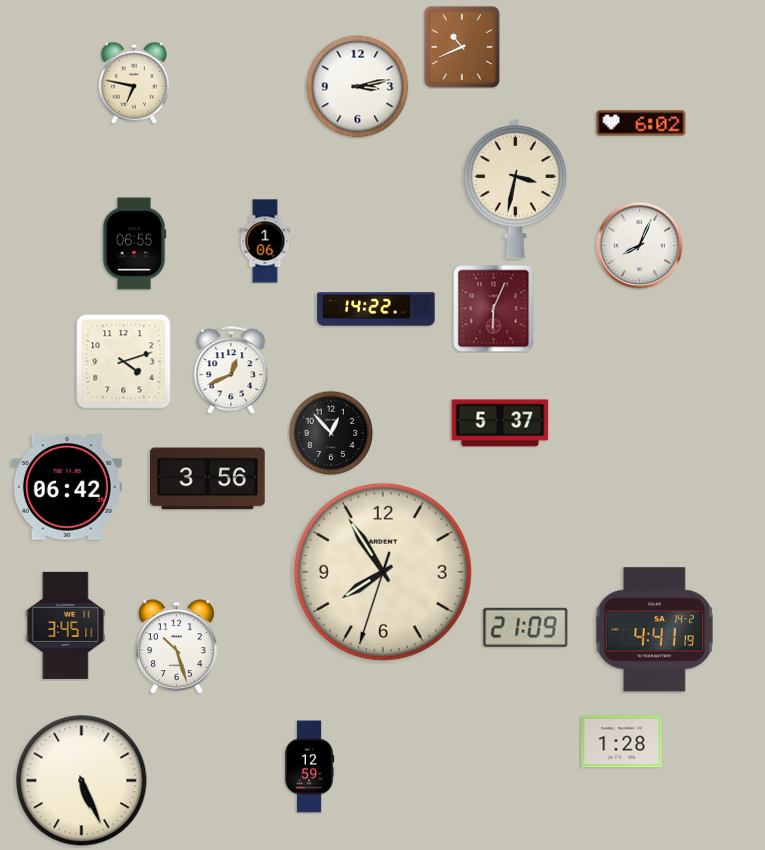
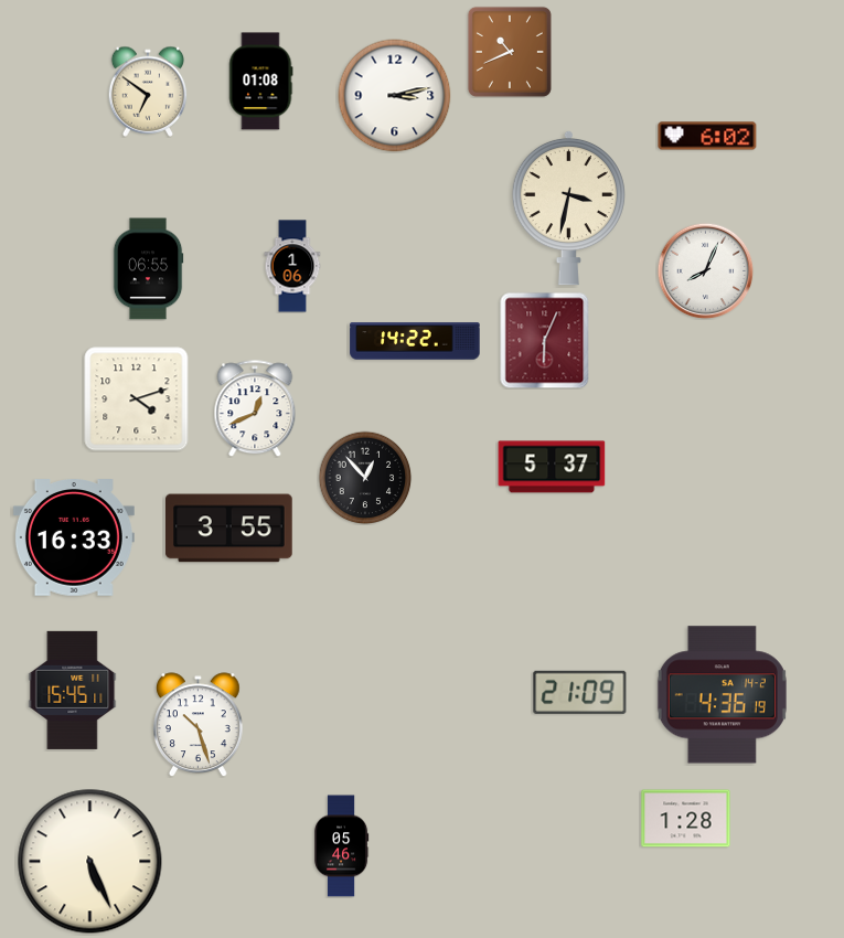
clock at (260, 82): none -> 01:08
clock at (134, 83): 6:47 -> 6:51
clock at (208, 479): 3:56 -> 3:55
clock at (67, 487): 06:42 -> 16:33
clock at (383, 572): 7:54 -> none
clock at (66, 625): 3:45 -> 15:45
clock at (654, 630): 4:41 -> 4:36
clock at (177, 647) position: (177, 647) -> (199, 725)
clock at (309, 767): 12:59 -> 05:46
